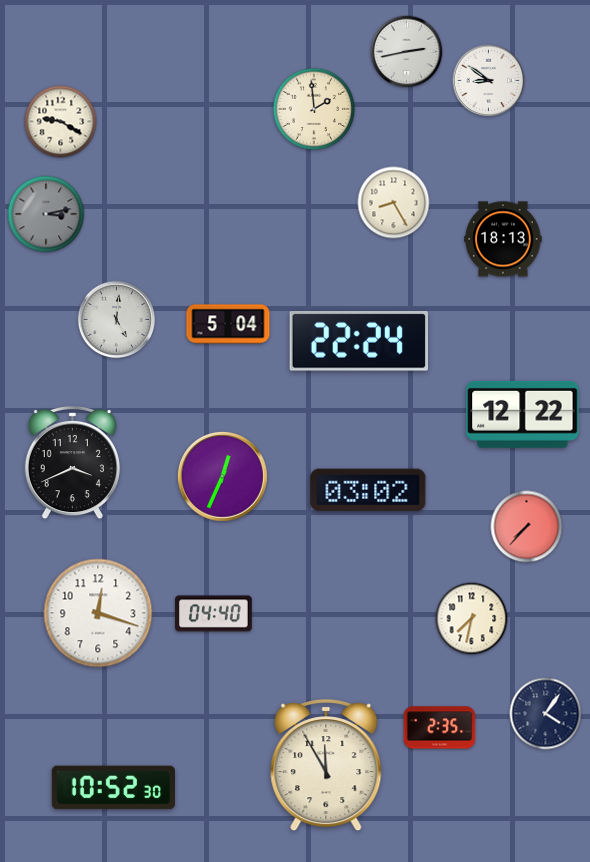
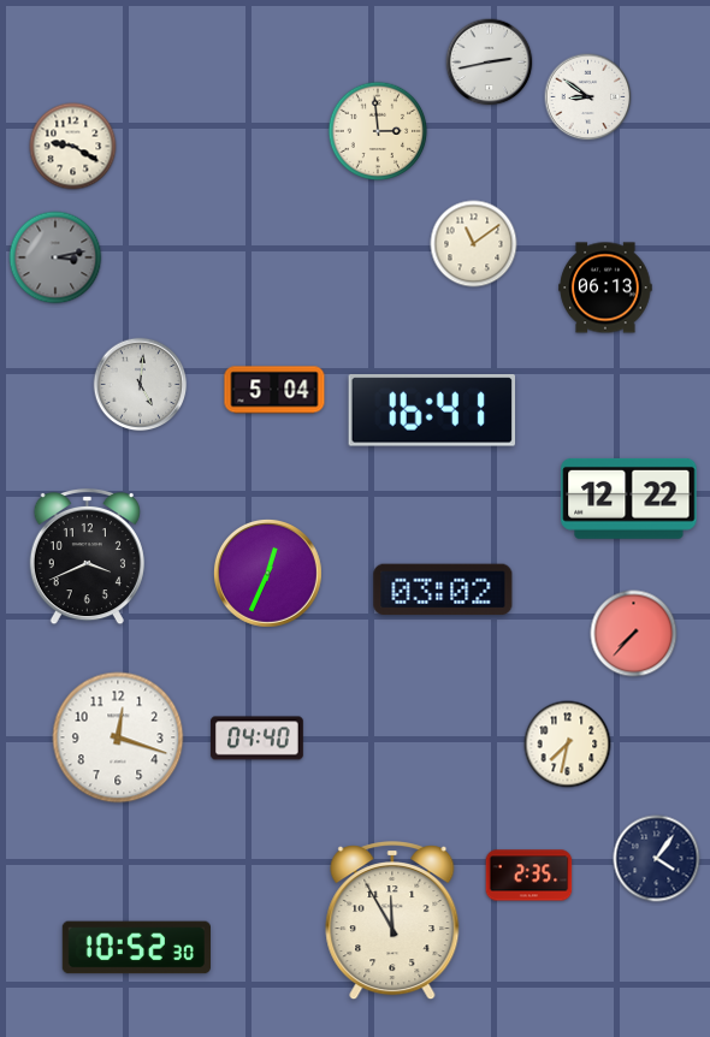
clock at (314, 109): 1:59 -> 2:59
clock at (394, 203): 8:25 -> 11:09
clock at (503, 239): 18:13 -> 06:13
clock at (358, 341): 22:24 -> 16:41
